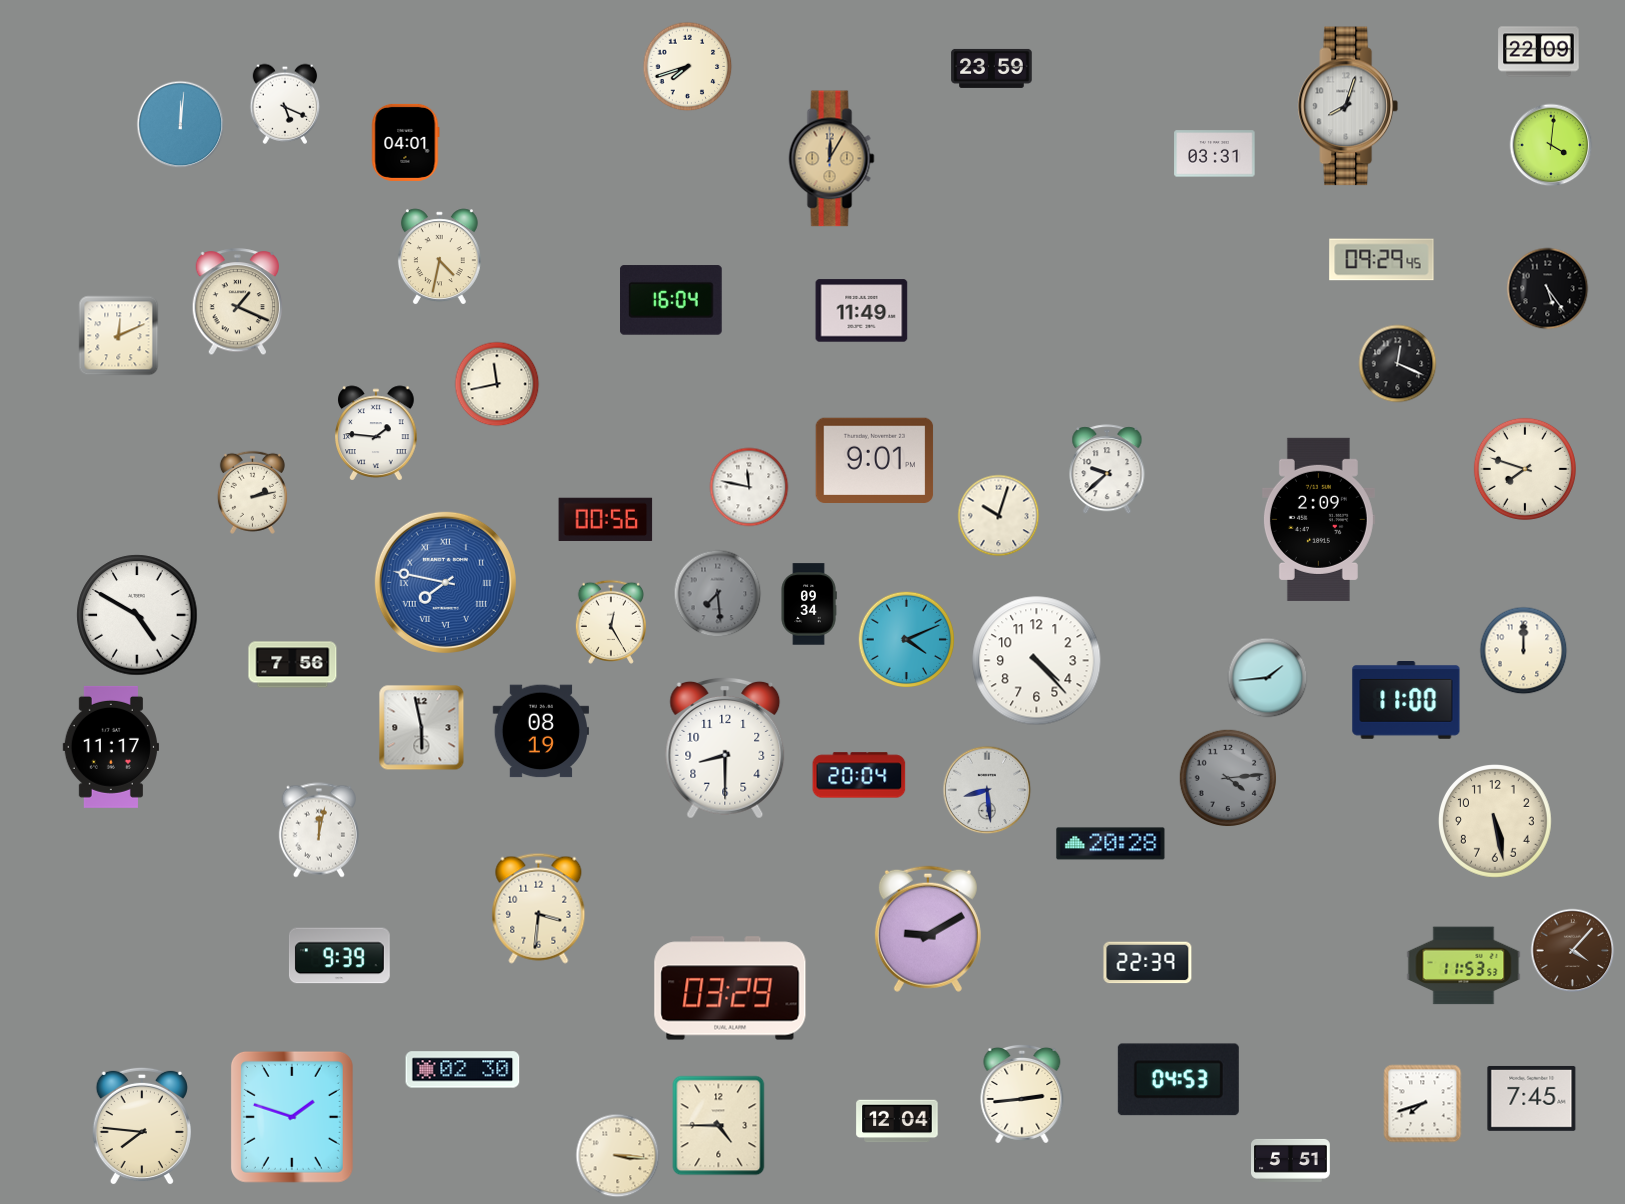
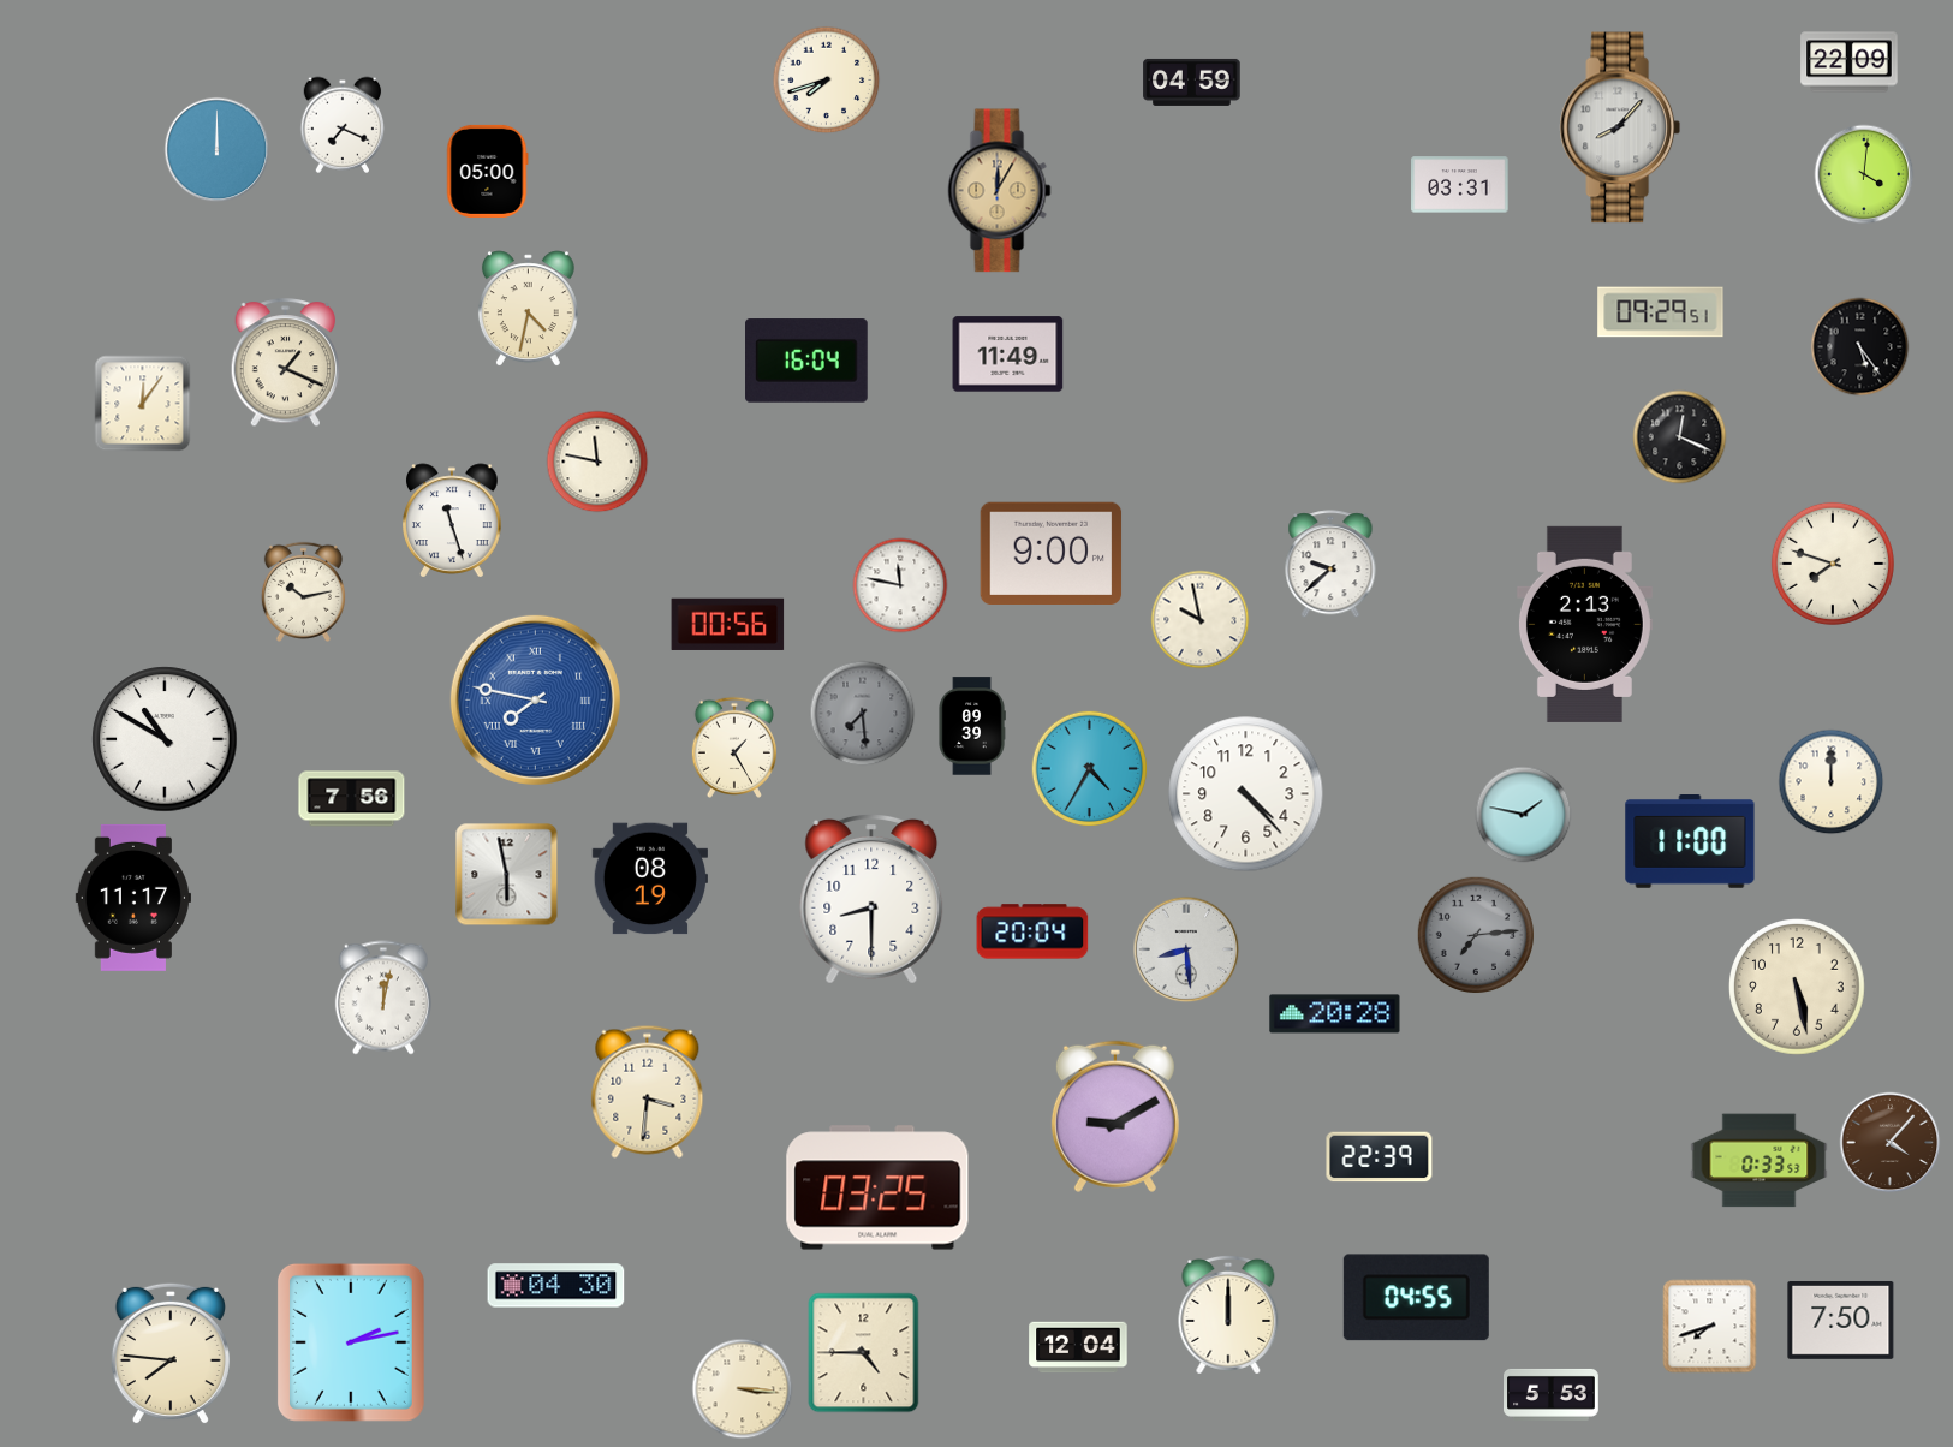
clock at (992, 68): 23:59 -> 04:59
clock at (285, 104): 5:19 -> 7:19
clock at (1348, 106): 8:03 -> 8:07
clock at (181, 125): 12:01 -> 12:00
clock at (406, 142): 04:01 -> 05:00
clock at (1382, 260): 09:29:45 -> 09:29:51
clock at (862, 311) position: (862, 311) -> (1008, 355)
clock at (119, 336): 12:11 -> 12:06
clock at (497, 384): 11:43 -> 11:47
clock at (377, 433): 1:46 -> 11:27
clock at (875, 460): 9:01 -> 9:00
clock at (252, 492): 2:13 -> 10:13
clock at (999, 516): 10:03 -> 9:58
clock at (1318, 519): 2:09 -> 2:13
clock at (809, 604): 09:34 -> 09:39
clock at (137, 615): 4:50 -> 10:50
clock at (611, 622): 12:25 -> 1:25
clock at (907, 640): 4:11 -> 4:35
clock at (1268, 678): 1:44 -> 1:47
clock at (1227, 777): 4:14 -> 7:14
clock at (339, 956): 9:39 -> none
clock at (1464, 966): 11:53 -> 0:33
clock at (730, 988): 03:29 -> 03:25
clock at (463, 1070): 02:30 -> 04:30
clock at (1178, 1080): 04:53 -> 04:55
clock at (1022, 1094): 2:44 -> 12:00
clock at (1532, 1098): 7:45 -> 7:50
clock at (292, 1117): 1:48 -> 2:13
clock at (1291, 1160): 5:51 -> 5:53
